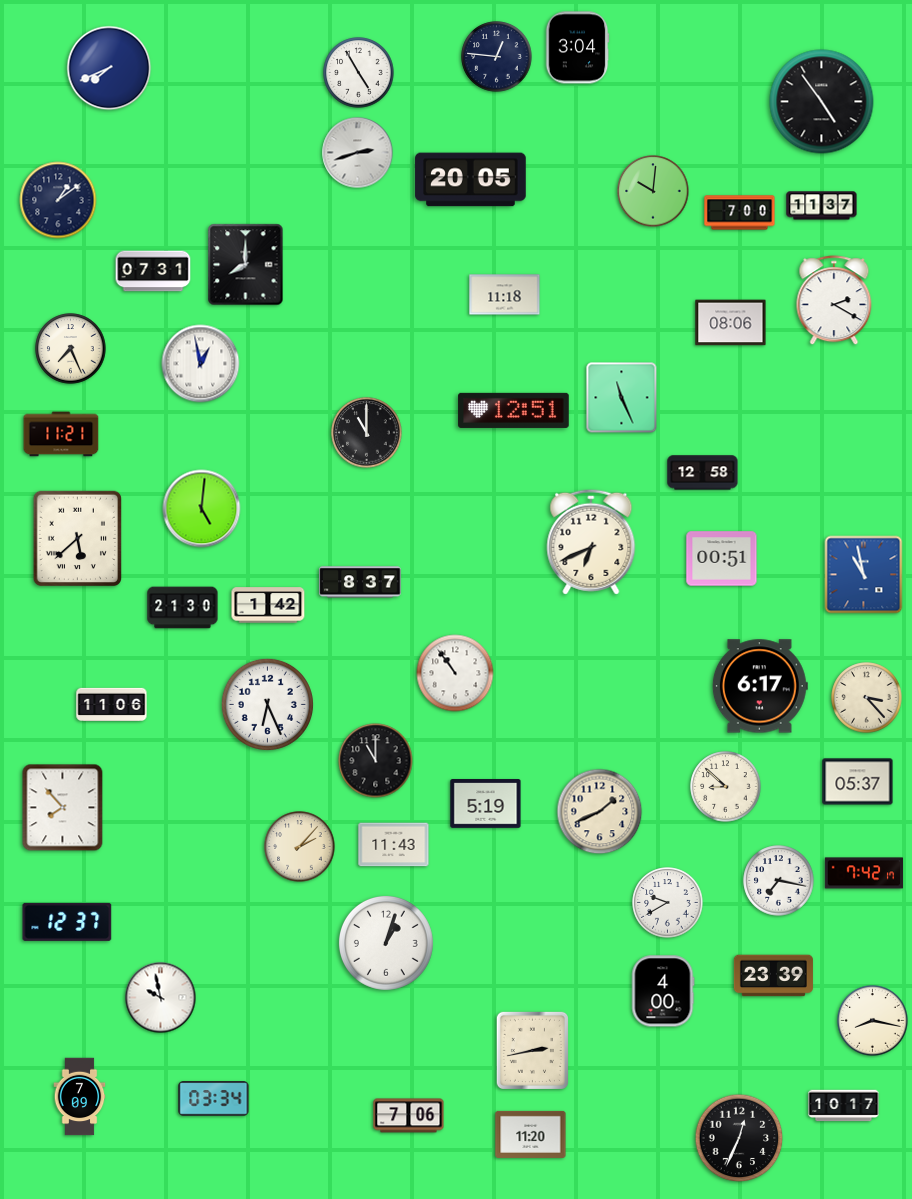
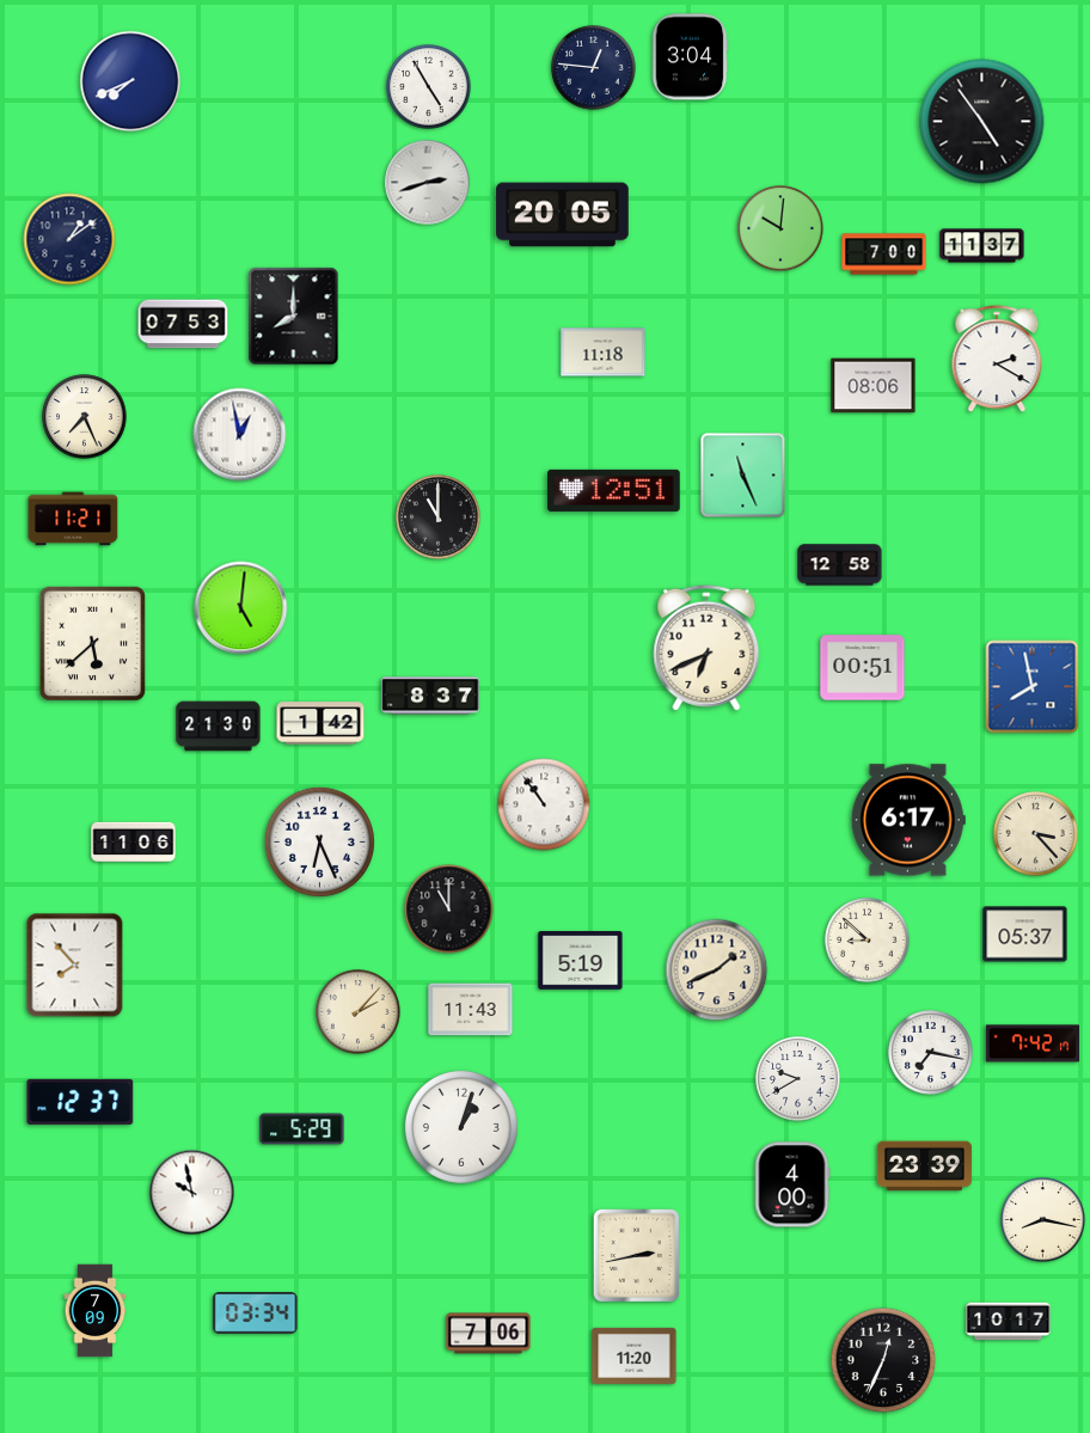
clock at (153, 271): 07:31 -> 07:53
clock at (864, 575): 10:58 -> 7:58
clock at (302, 1129): none -> 5:29
